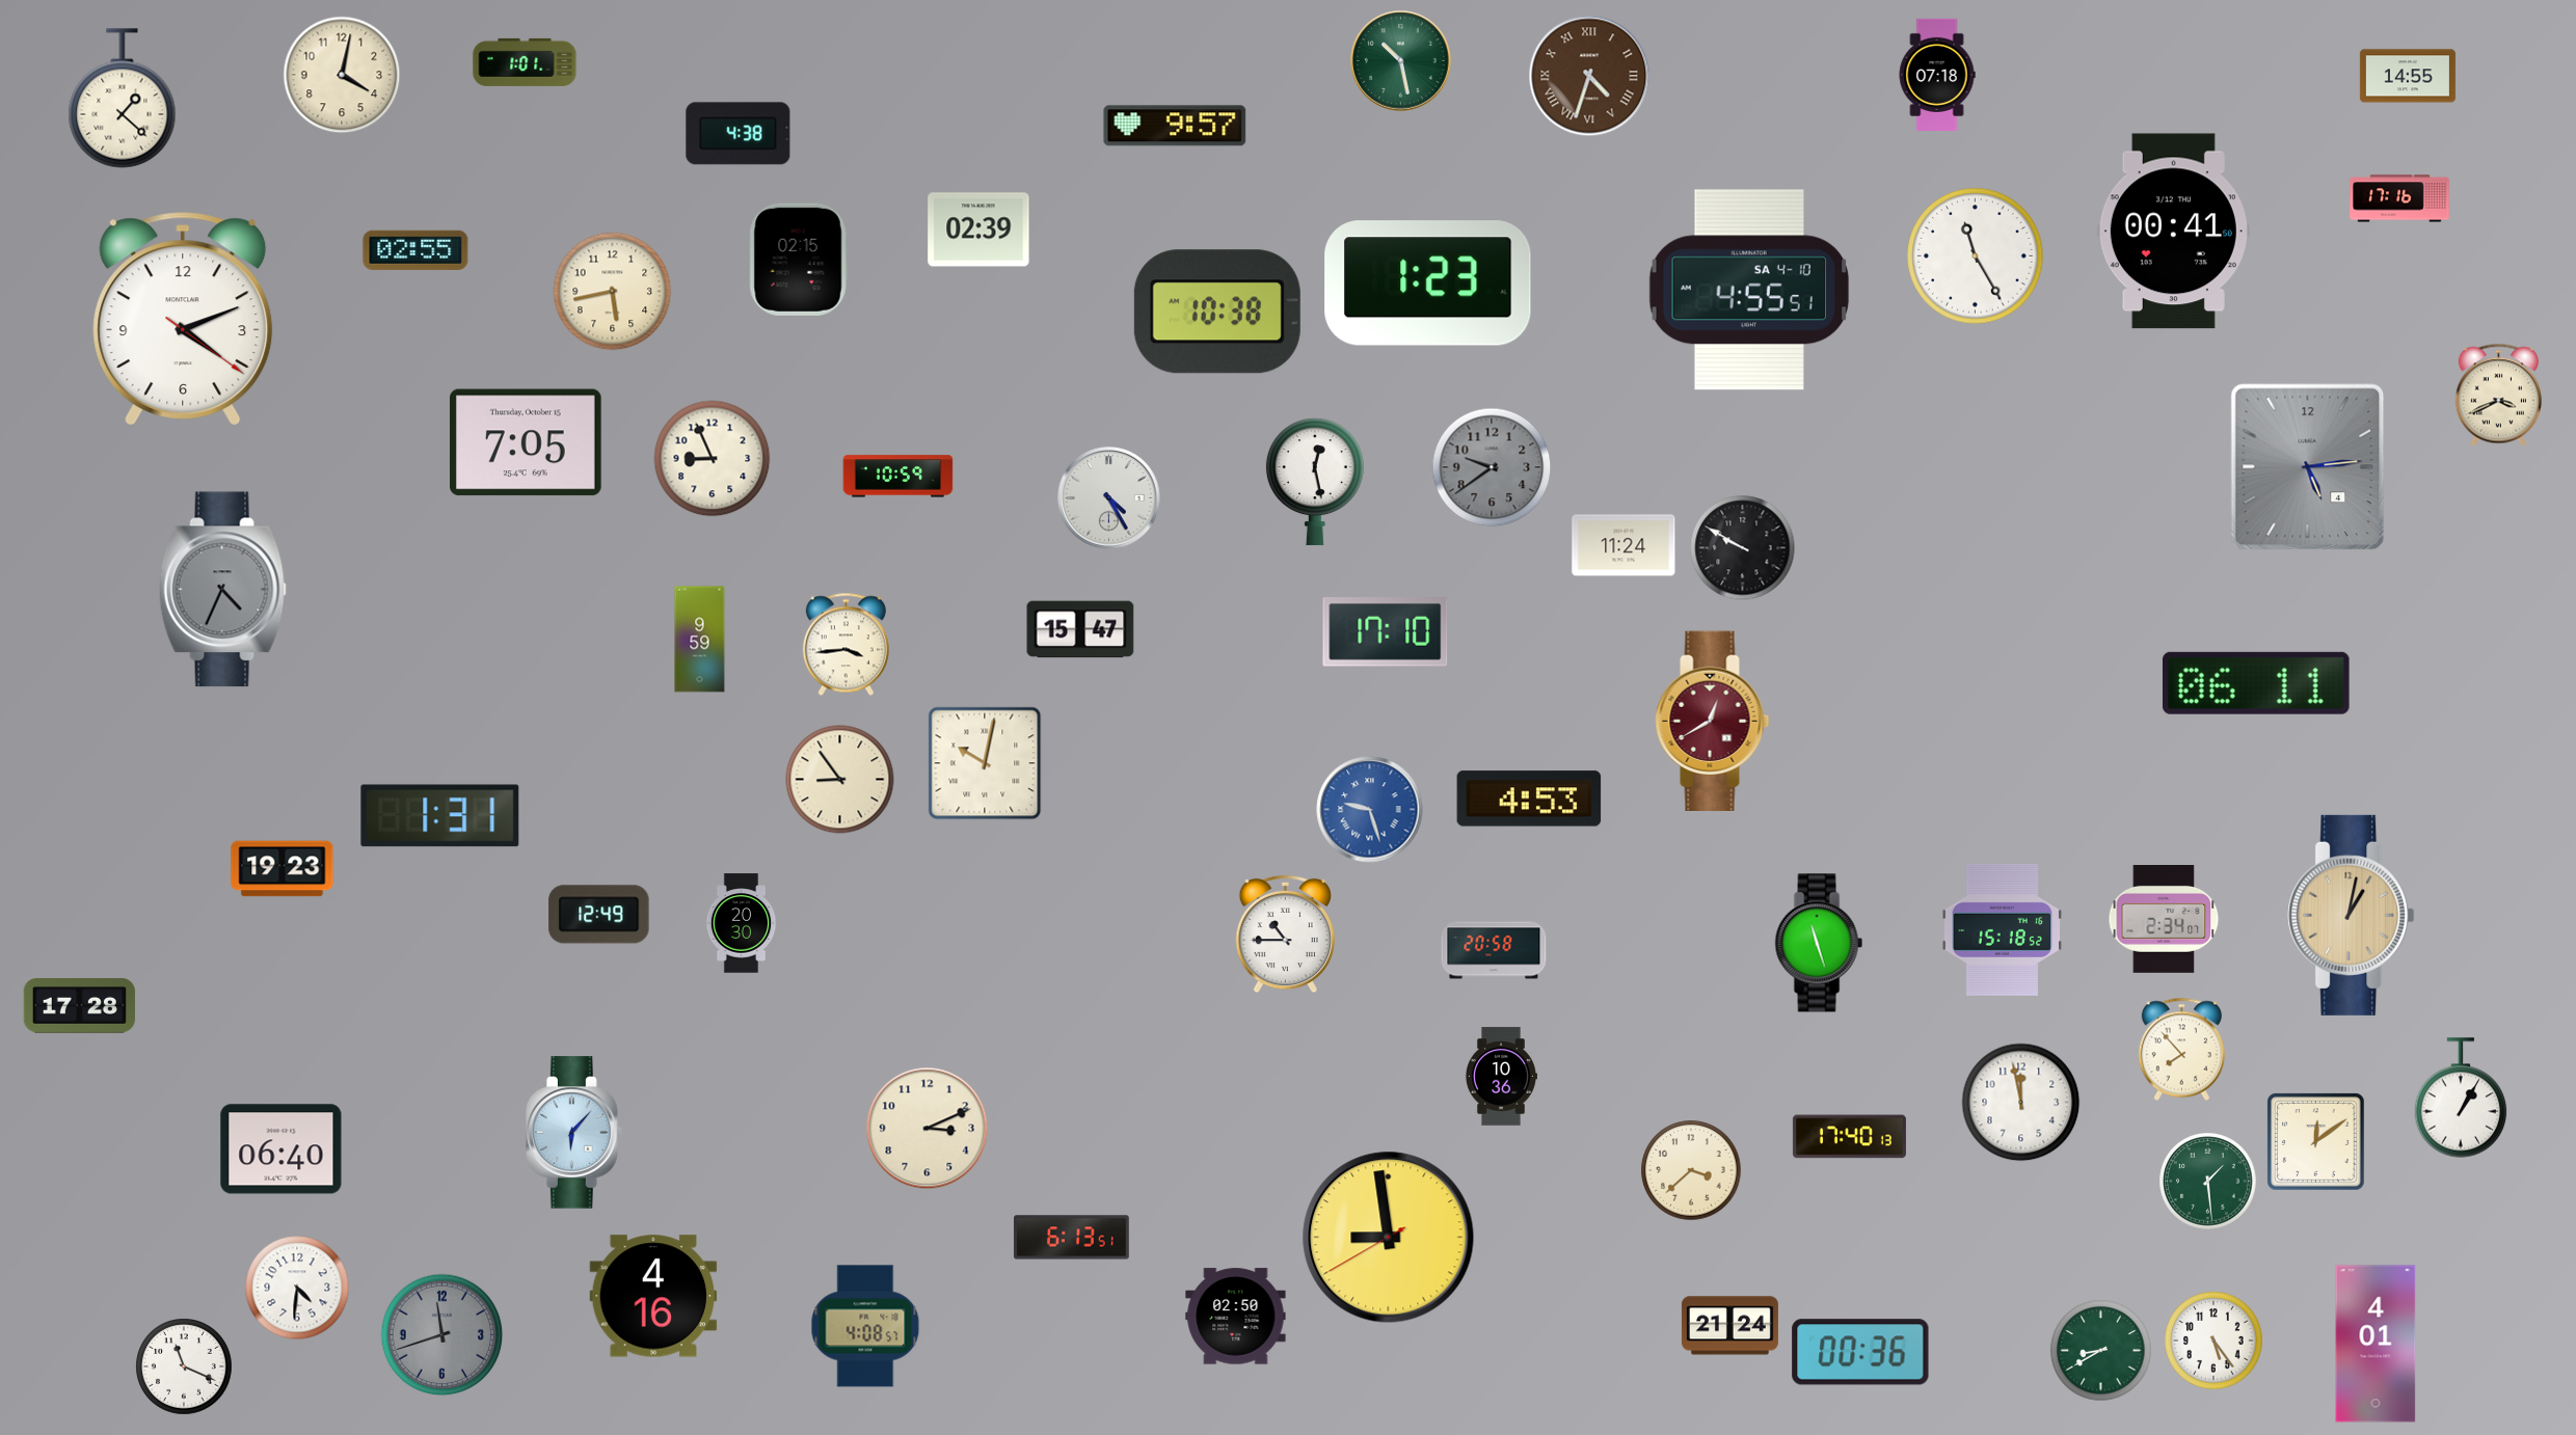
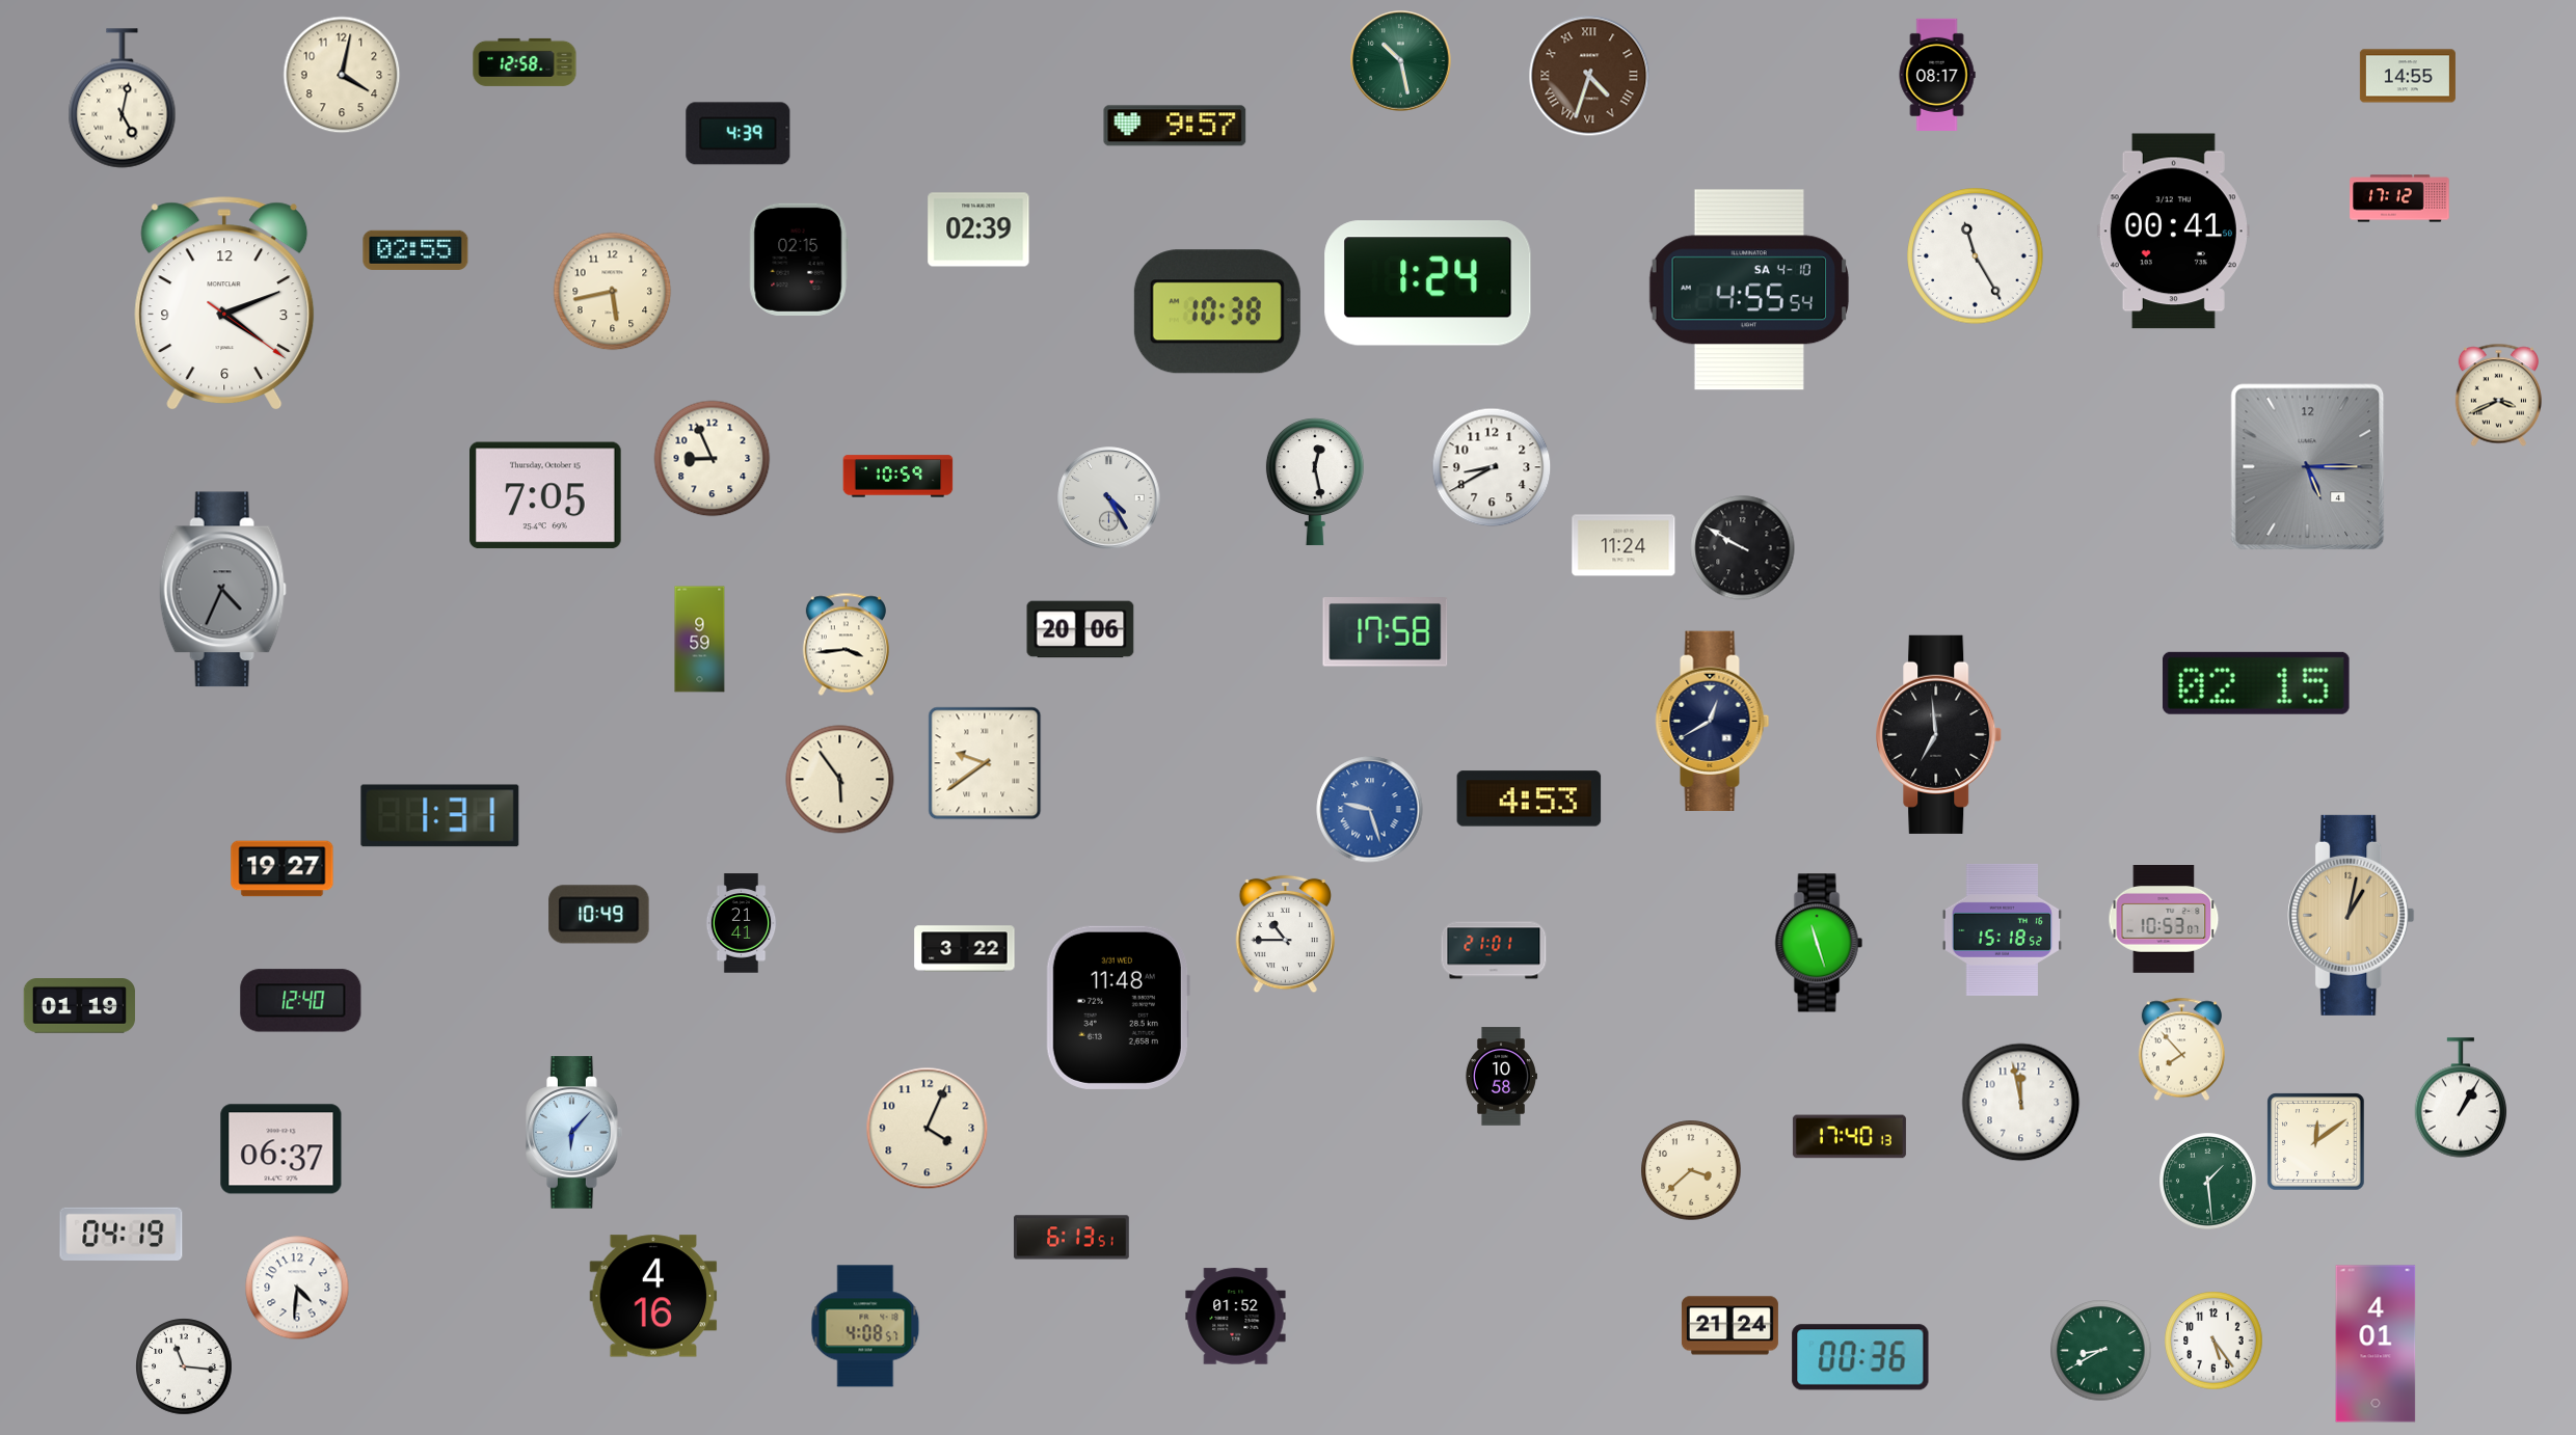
clock at (525, 62): 1:01 -> 12:58
clock at (1937, 75): 07:18 -> 08:17
clock at (123, 99): 1:22 -> 5:02
clock at (739, 134): 4:38 -> 4:39
clock at (2399, 198): 17:16 -> 17:12
clock at (1428, 283): 1:23 -> 1:24
clock at (1748, 290): 4:55:51 -> 4:55:54
clock at (183, 319) position: (183, 319) -> (224, 303)
clock at (527, 442) position: (527, 442) -> (546, 495)
clock at (1492, 467): 9:39 -> 8:40
clock at (1492, 467) dial: grey -> white
clock at (2308, 467): 5:14 -> 5:15
clock at (1080, 629): 15:47 -> 20:06
clock at (1386, 632): 17:10 -> 17:58
clock at (2256, 683): 06:11 -> 02:15
clock at (1713, 721) dial: burgundy -> navy
clock at (1939, 734): none -> 6:59
clock at (985, 763): 10:02 -> 9:39
clock at (840, 780): 8:54 -> 5:54
clock at (283, 869): 19:23 -> 19:27
clock at (599, 915): 12:49 -> 10:49
clock at (2164, 920): 2:34 -> 10:53
clock at (742, 923): 20:30 -> 21:41
clock at (965, 949): none -> 3:22
clock at (1494, 950): 20:58 -> 21:01
clock at (301, 1001): none -> 12:40
clock at (79, 1006): 17:28 -> 01:19
clock at (1118, 1007): none -> 11:48
clock at (1501, 1077): 10:36 -> 10:58
clock at (928, 1129): 3:11 -> 4:04
clock at (281, 1149): 06:40 -> 06:37
clock at (122, 1234): none -> 04:19
clock at (1389, 1238): 8:58 -> none
clock at (1236, 1317): 02:50 -> 01:52
clock at (442, 1335): 11:42 -> none
clock at (1860, 1352) position: (1860, 1352) -> (1860, 1357)
clock at (184, 1366): 11:19 -> 11:16
